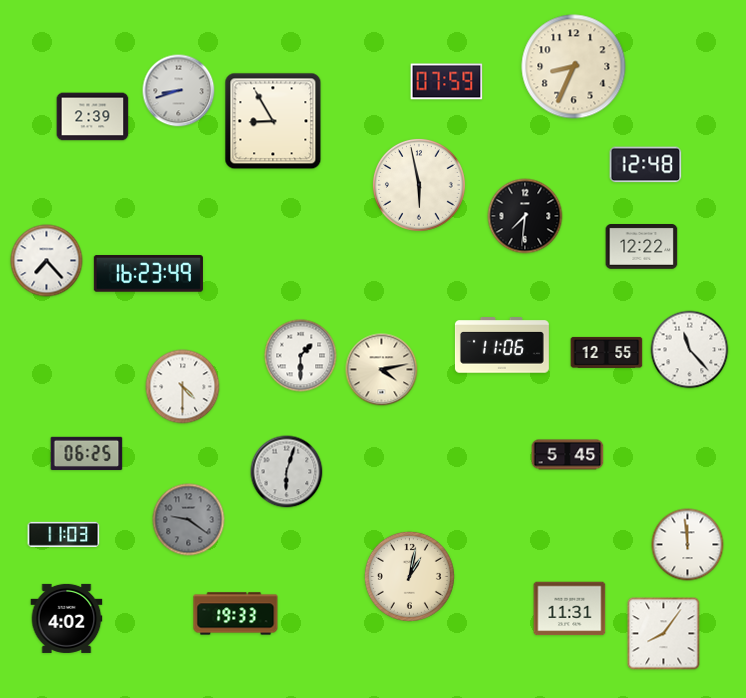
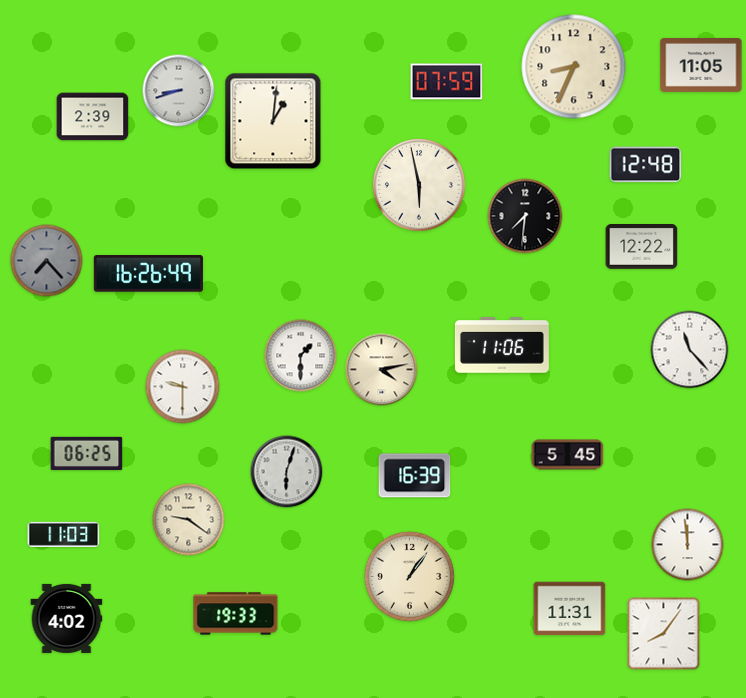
clock at (701, 65): none -> 11:05
clock at (273, 121): 8:55 -> 1:01
clock at (47, 261) dial: white -> grey
clock at (148, 274): 16:23 -> 16:26
clock at (607, 352): 12:55 -> none
clock at (183, 387): 4:30 -> 9:30
clock at (415, 476): none -> 16:39
clock at (189, 520) dial: grey -> cream
clock at (409, 576): 1:02 -> 1:06
